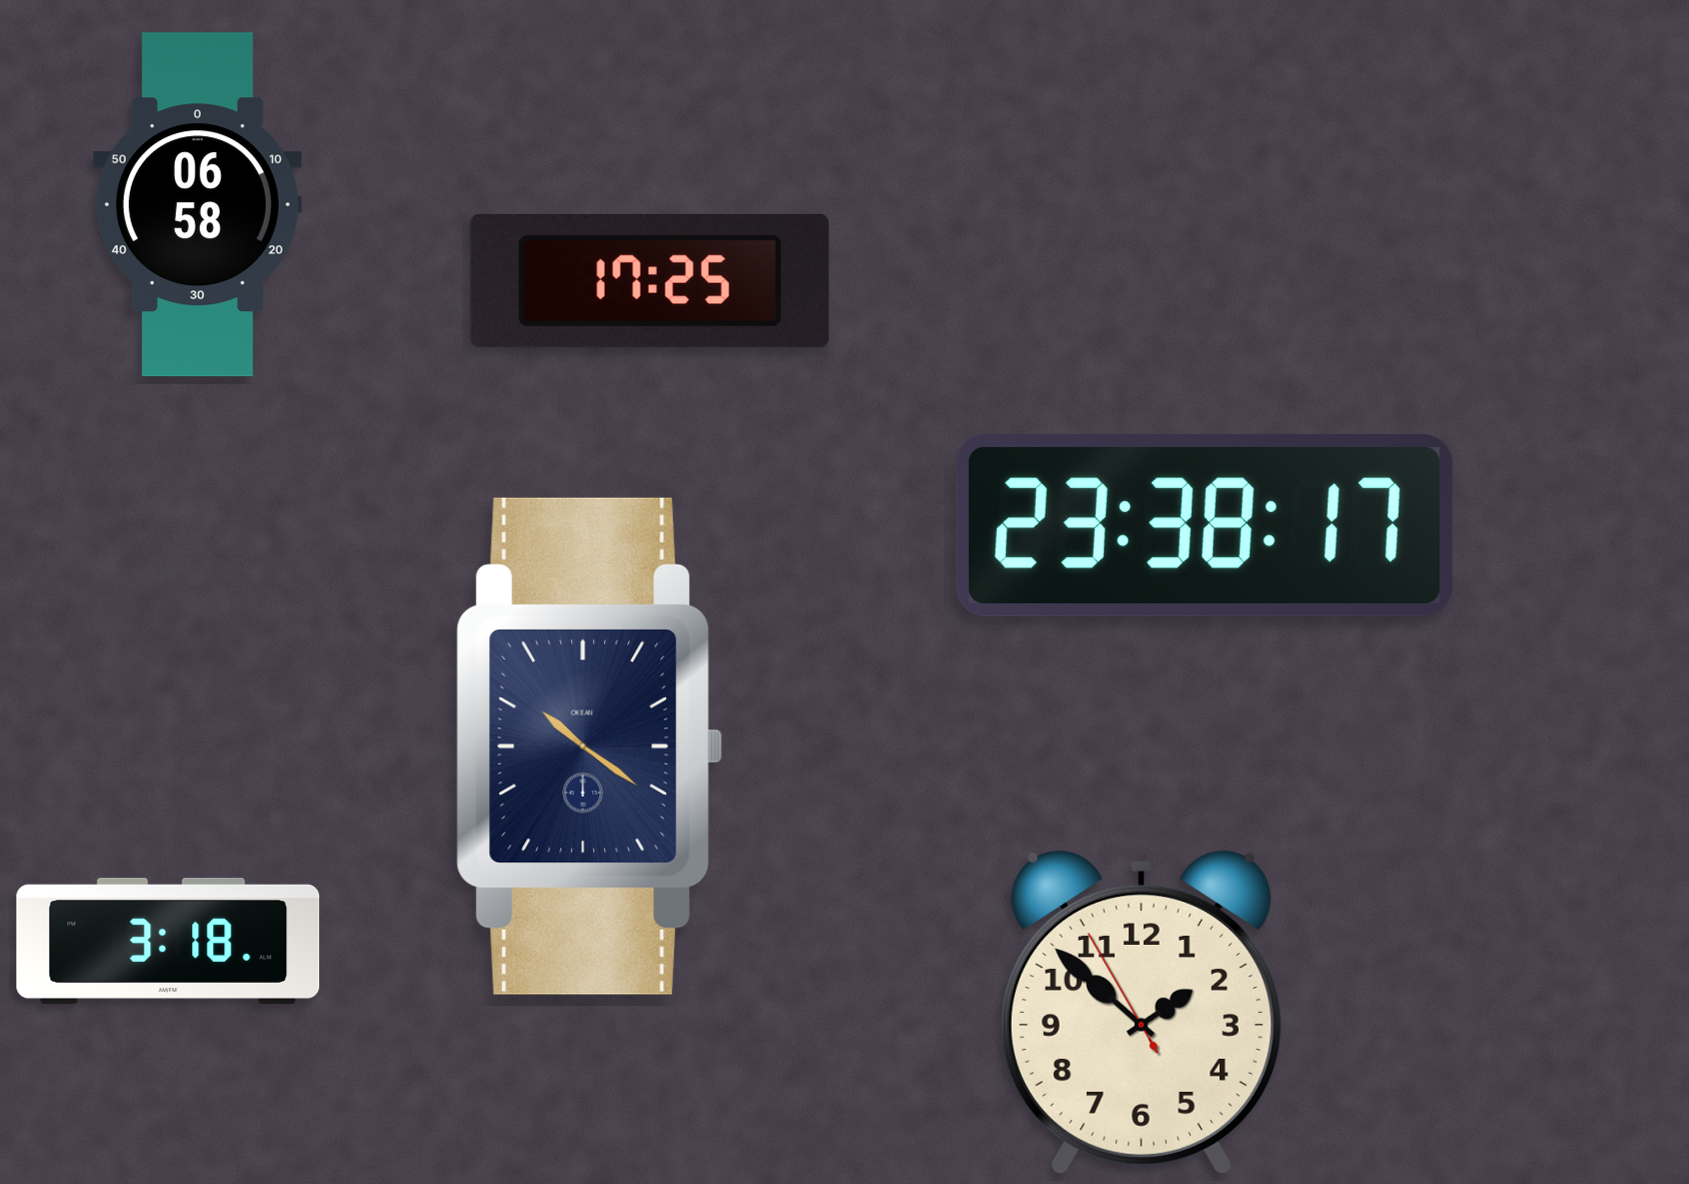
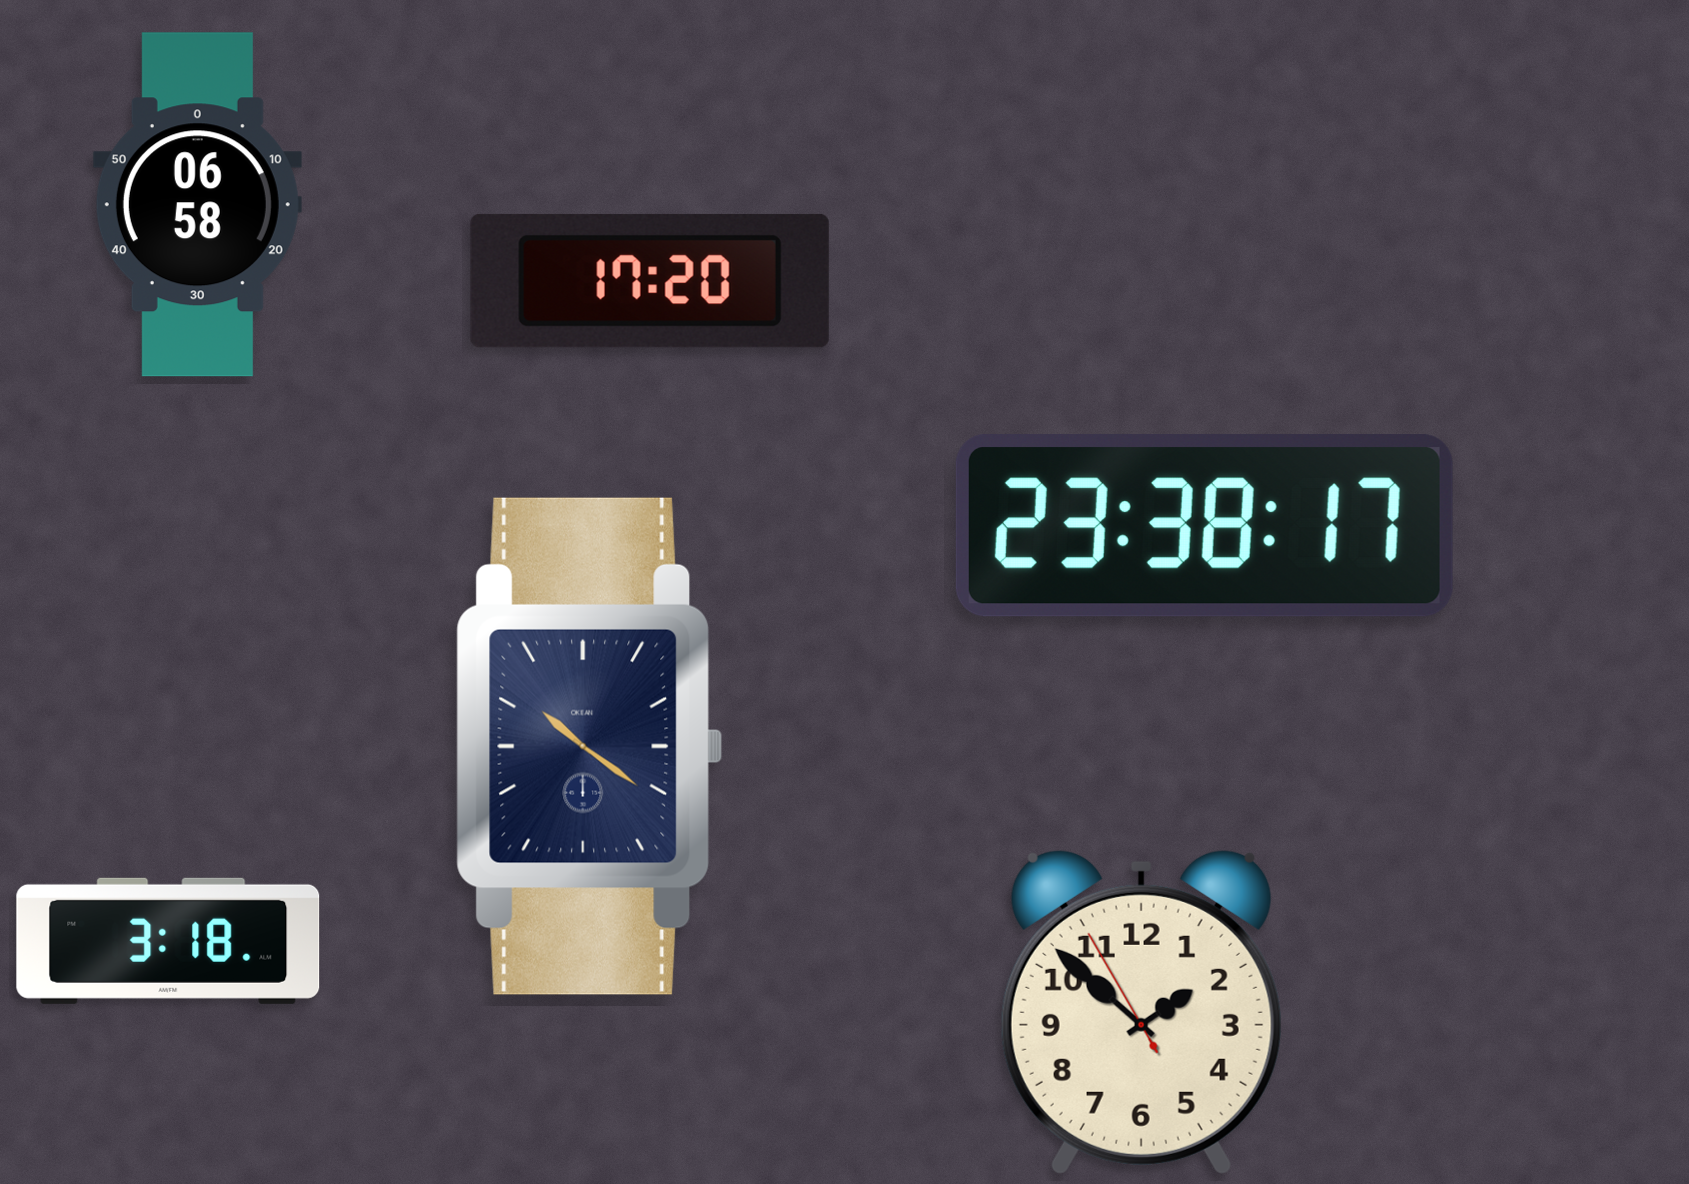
clock at (650, 281): 17:25 -> 17:20
